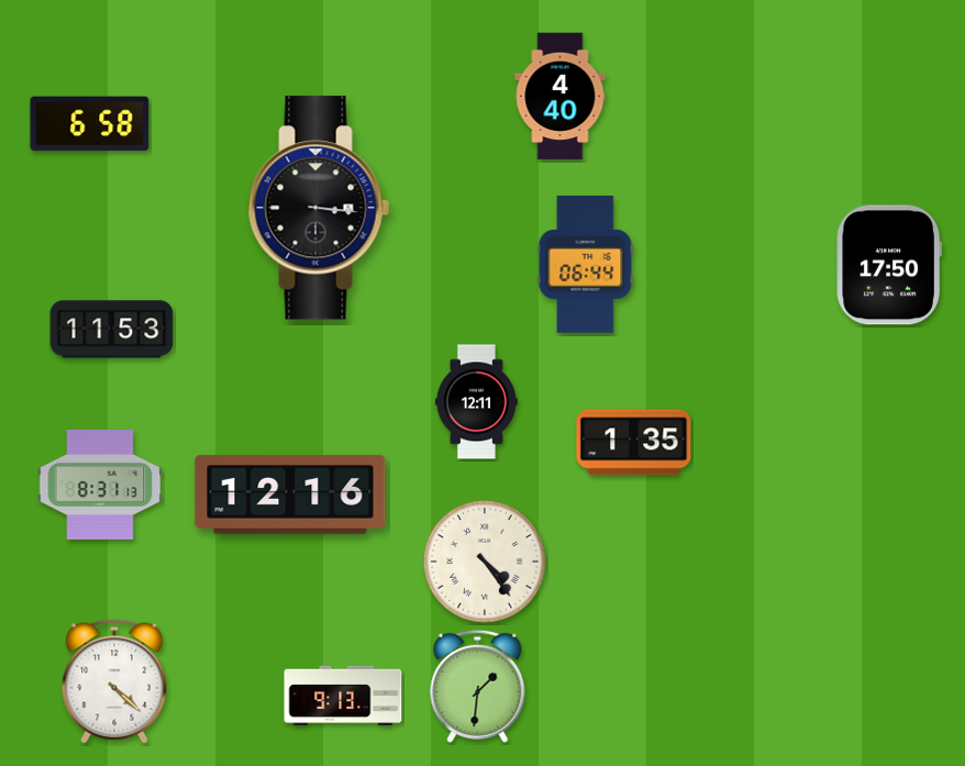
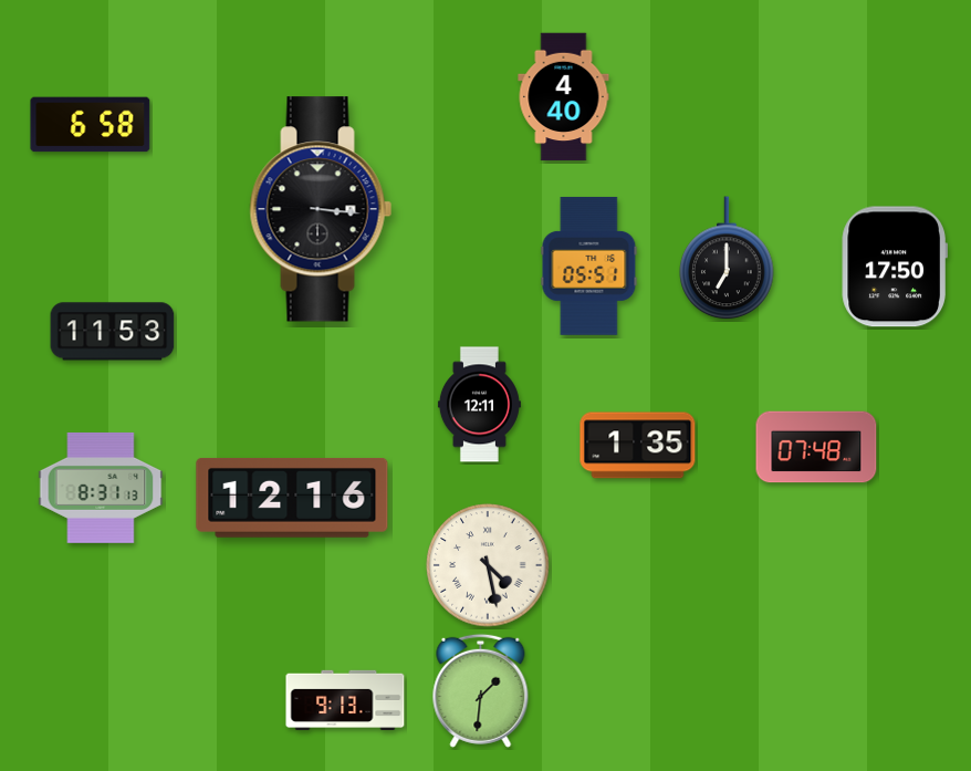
clock at (727, 259): none -> 7:00
clock at (586, 264): 06:44 -> 05:51
clock at (816, 447): none -> 07:48
clock at (485, 562): 4:24 -> 4:28
clock at (114, 681): 4:22 -> none
